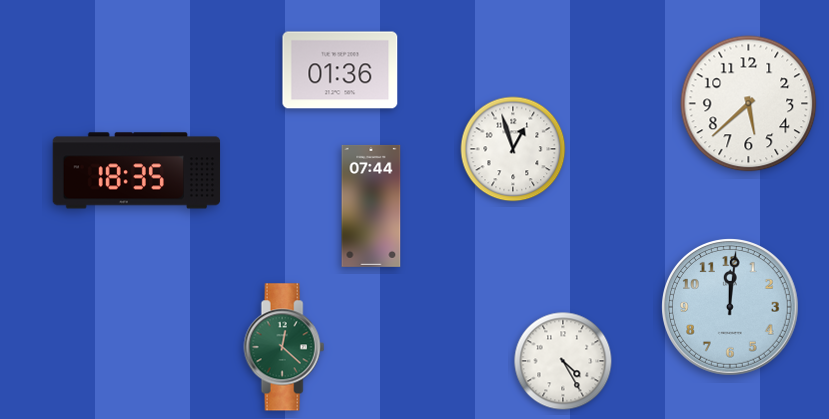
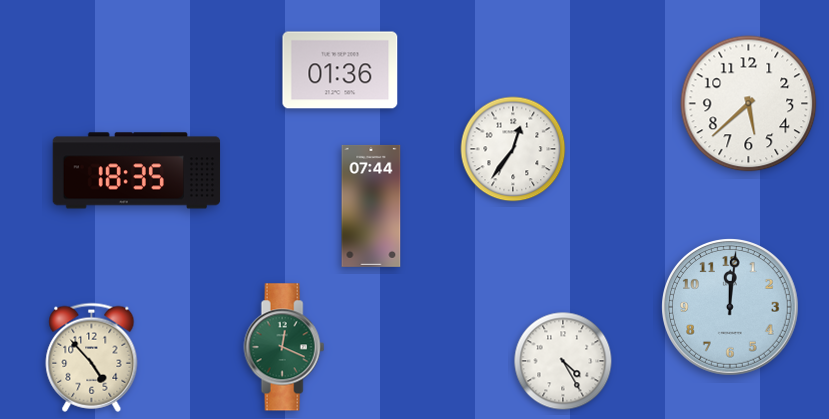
clock at (513, 149): 12:57 -> 12:36
clock at (284, 347): 12:22 -> 12:19
clock at (92, 357): none -> 4:53
